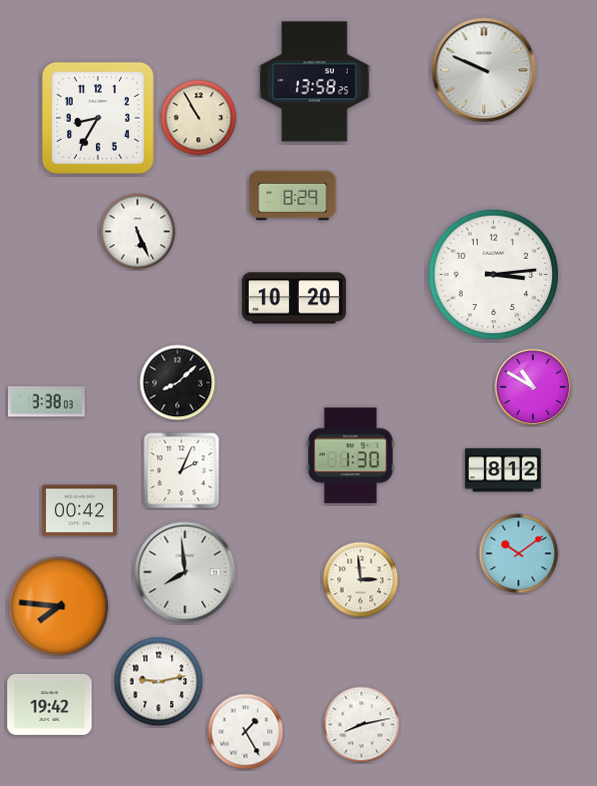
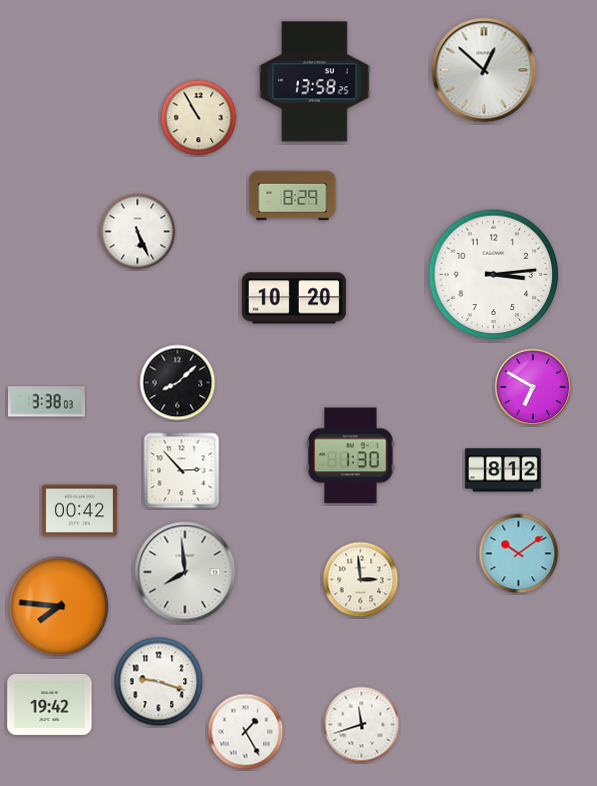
clock at (484, 70): 9:49 -> 12:52
clock at (98, 118): 8:35 -> none
clock at (533, 387): 10:50 -> 6:50
clock at (182, 471): 2:04 -> 2:53
clock at (159, 682): 9:13 -> 9:18
clock at (362, 725): 8:13 -> 11:42
